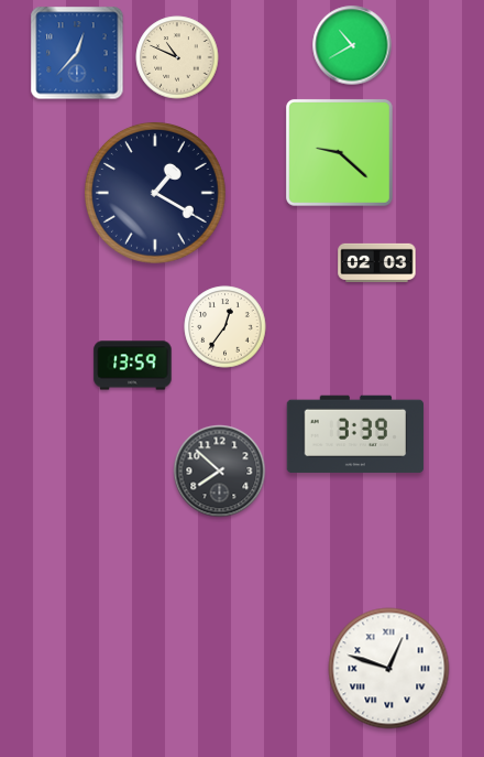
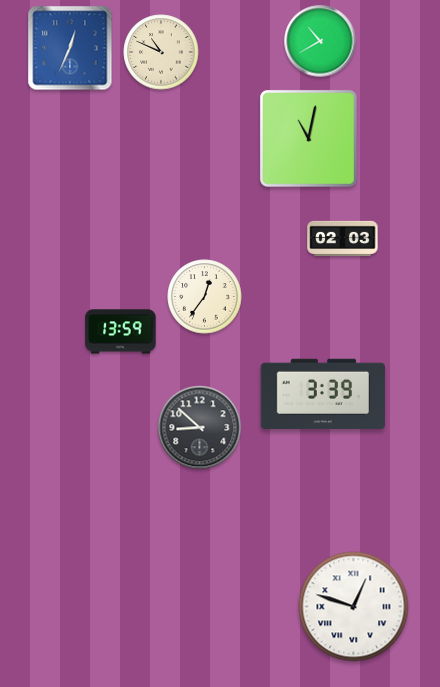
clock at (77, 53): 12:37 -> 12:34
clock at (339, 152): 9:22 -> 11:02
clock at (155, 193): 1:20 -> none
clock at (220, 472): 7:52 -> 8:52
